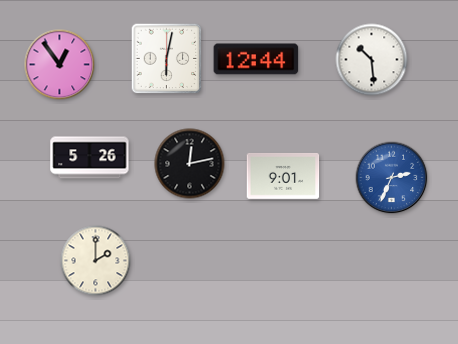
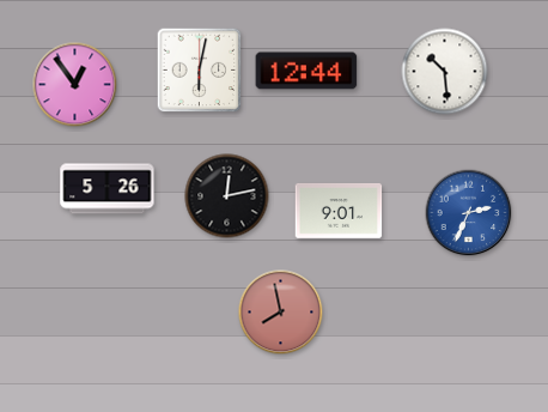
clock at (60, 65) position: (60, 65) -> (75, 85)
clock at (96, 261): 2:00 -> none
clock at (281, 313): none -> 7:58
